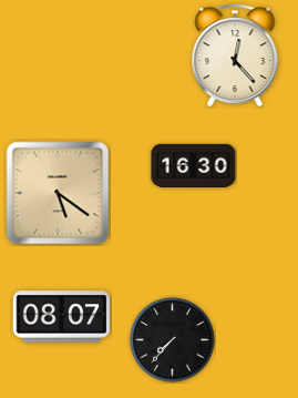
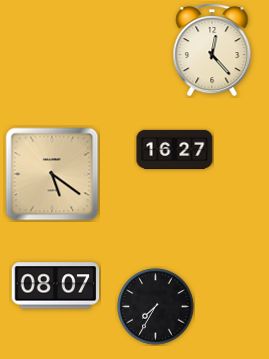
clock at (194, 165): 16:30 -> 16:27
clock at (173, 340): 7:37 -> 7:35
